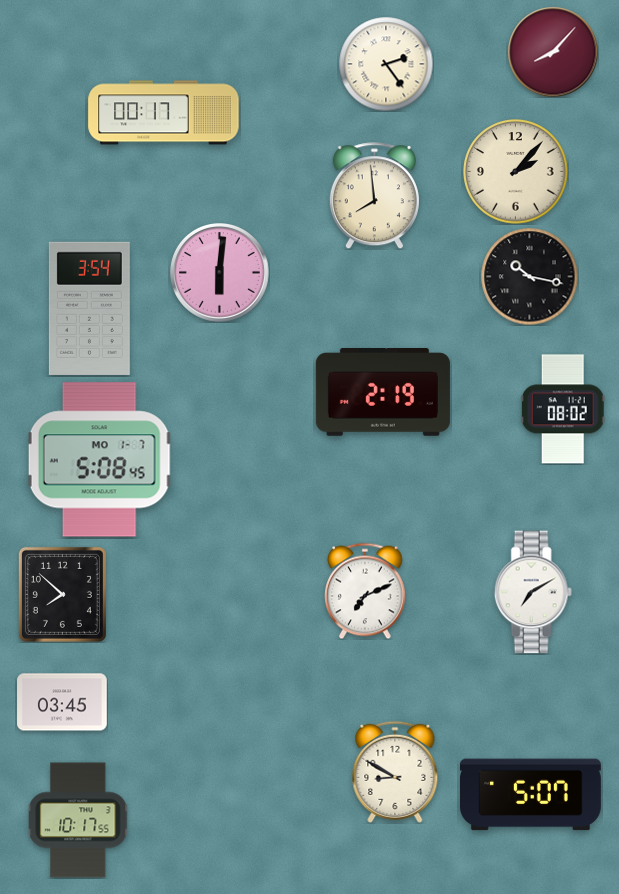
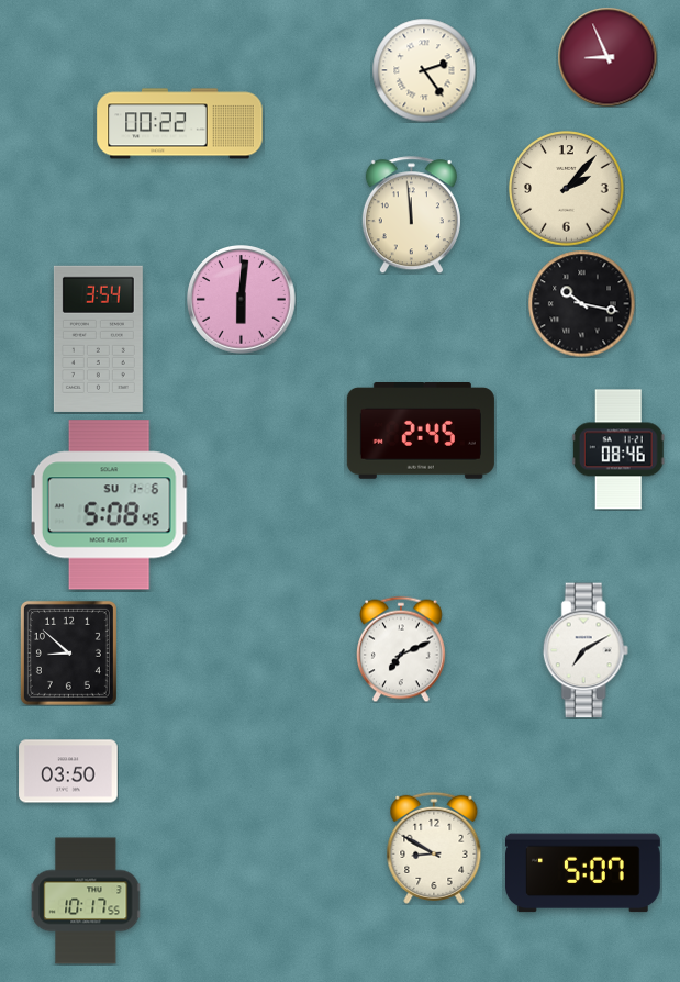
clock at (553, 52): 8:07 -> 8:56
clock at (164, 113): 00:17 -> 00:22
clock at (374, 196): 7:59 -> 11:59
clock at (383, 393): 2:19 -> 2:45
clock at (563, 409): 08:02 -> 08:46
clock at (99, 460) date: MO 1-7 -> SU 1-6
clock at (62, 594): 7:52 -> 8:52
clock at (62, 702): 03:45 -> 03:50
